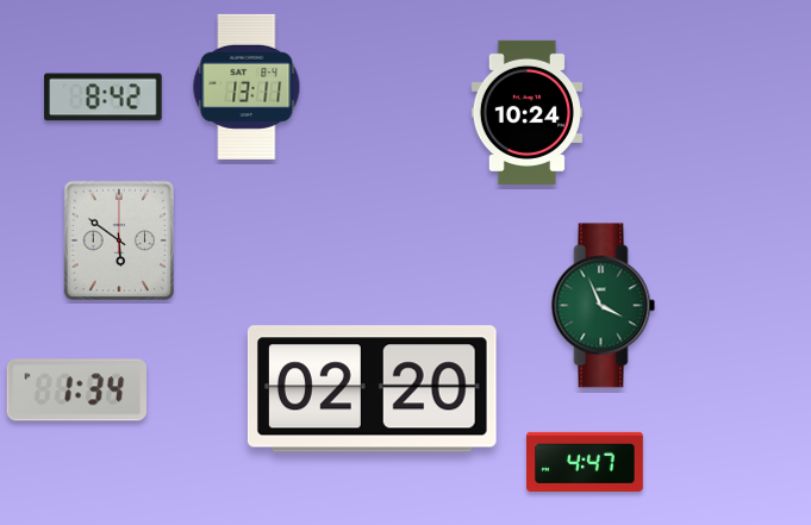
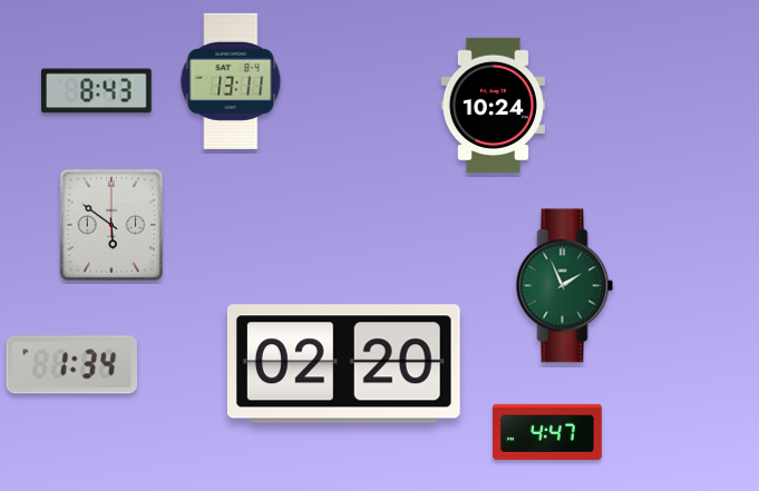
clock at (104, 98): 8:42 -> 8:43
clock at (604, 306): 3:56 -> 1:56
clock at (372, 389) position: (372, 389) -> (343, 364)
